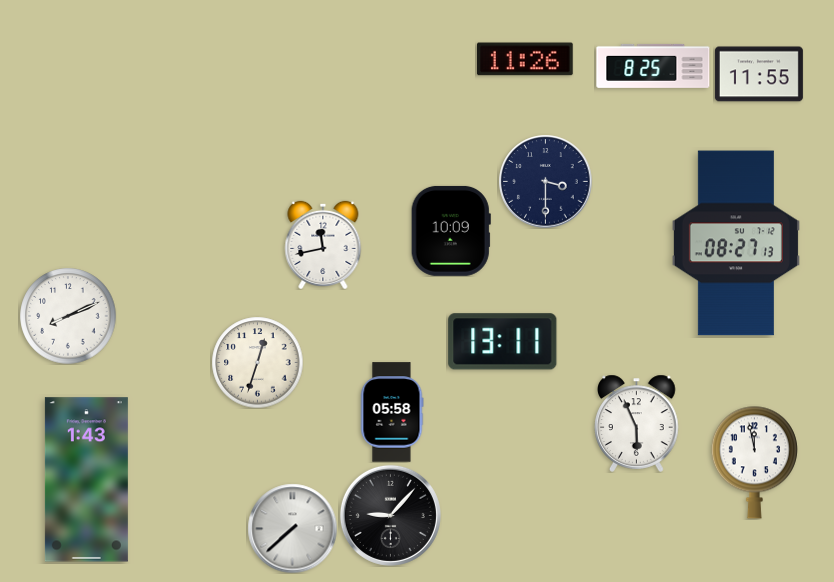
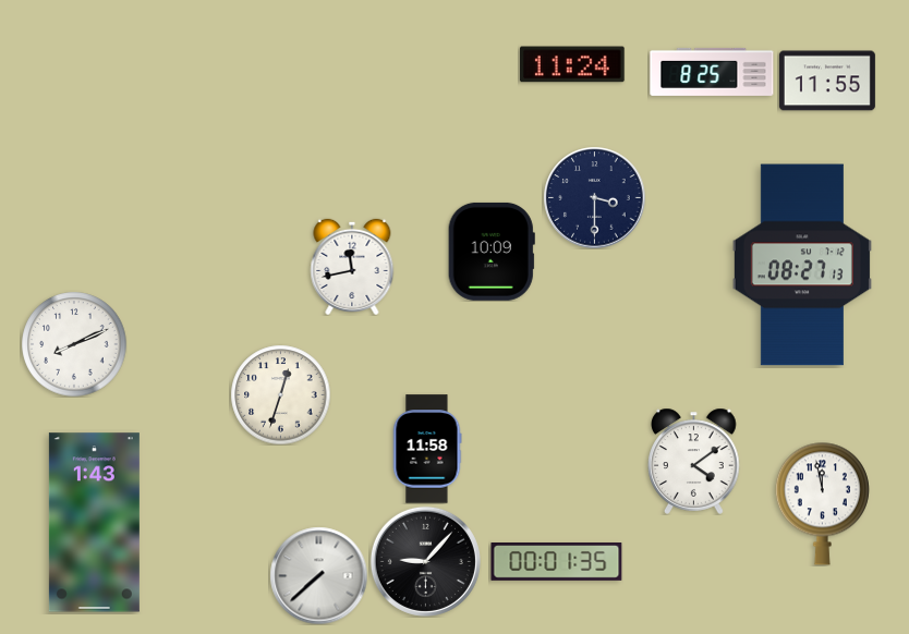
clock at (526, 59): 11:26 -> 11:24
clock at (503, 342): 13:11 -> none
clock at (392, 412): 05:58 -> 11:58
clock at (637, 423): 5:56 -> 4:09
clock at (557, 562): none -> 00:01
